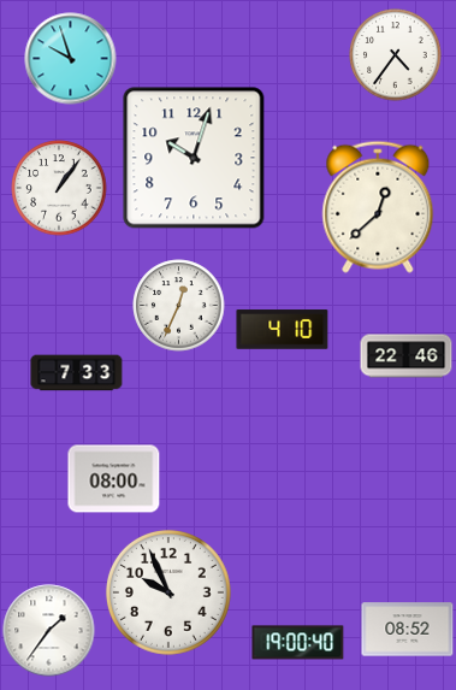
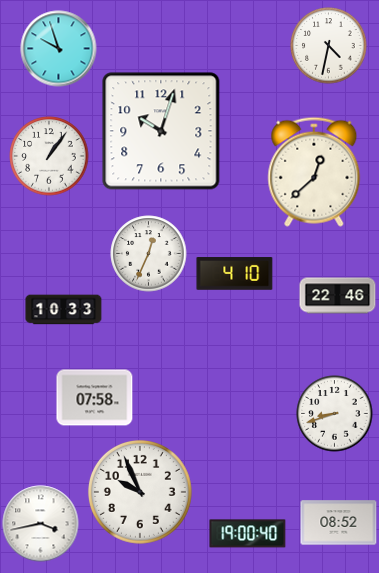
clock at (396, 55): 4:36 -> 4:32
clock at (77, 373): 7:33 -> 10:33
clock at (114, 479): 08:00 -> 07:58
clock at (335, 414): none -> 8:42
clock at (49, 631): 1:36 -> 3:43
